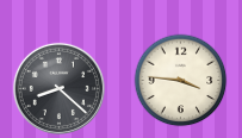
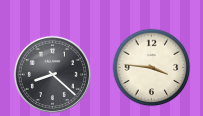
clock at (58, 88) position: (58, 88) -> (52, 74)
